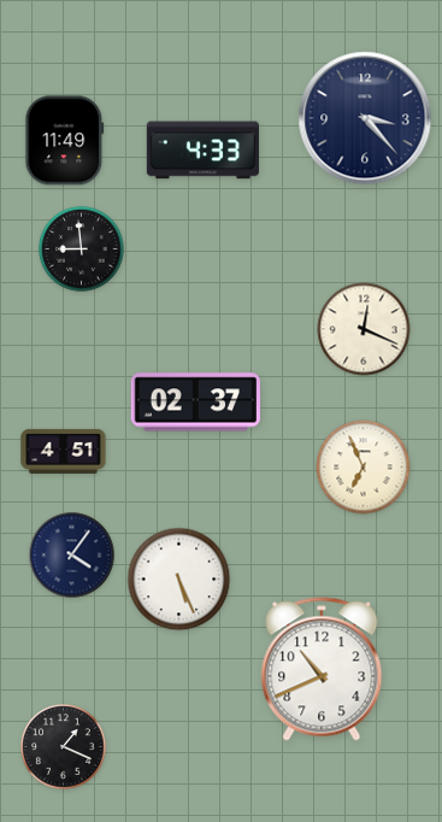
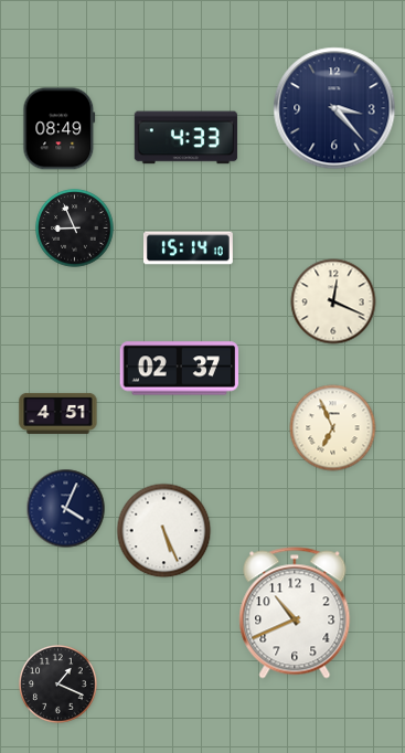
clock at (65, 141): 11:49 -> 08:49
clock at (82, 249): 8:59 -> 8:56
clock at (189, 248): none -> 15:14
clock at (72, 556): 4:06 -> 4:04
